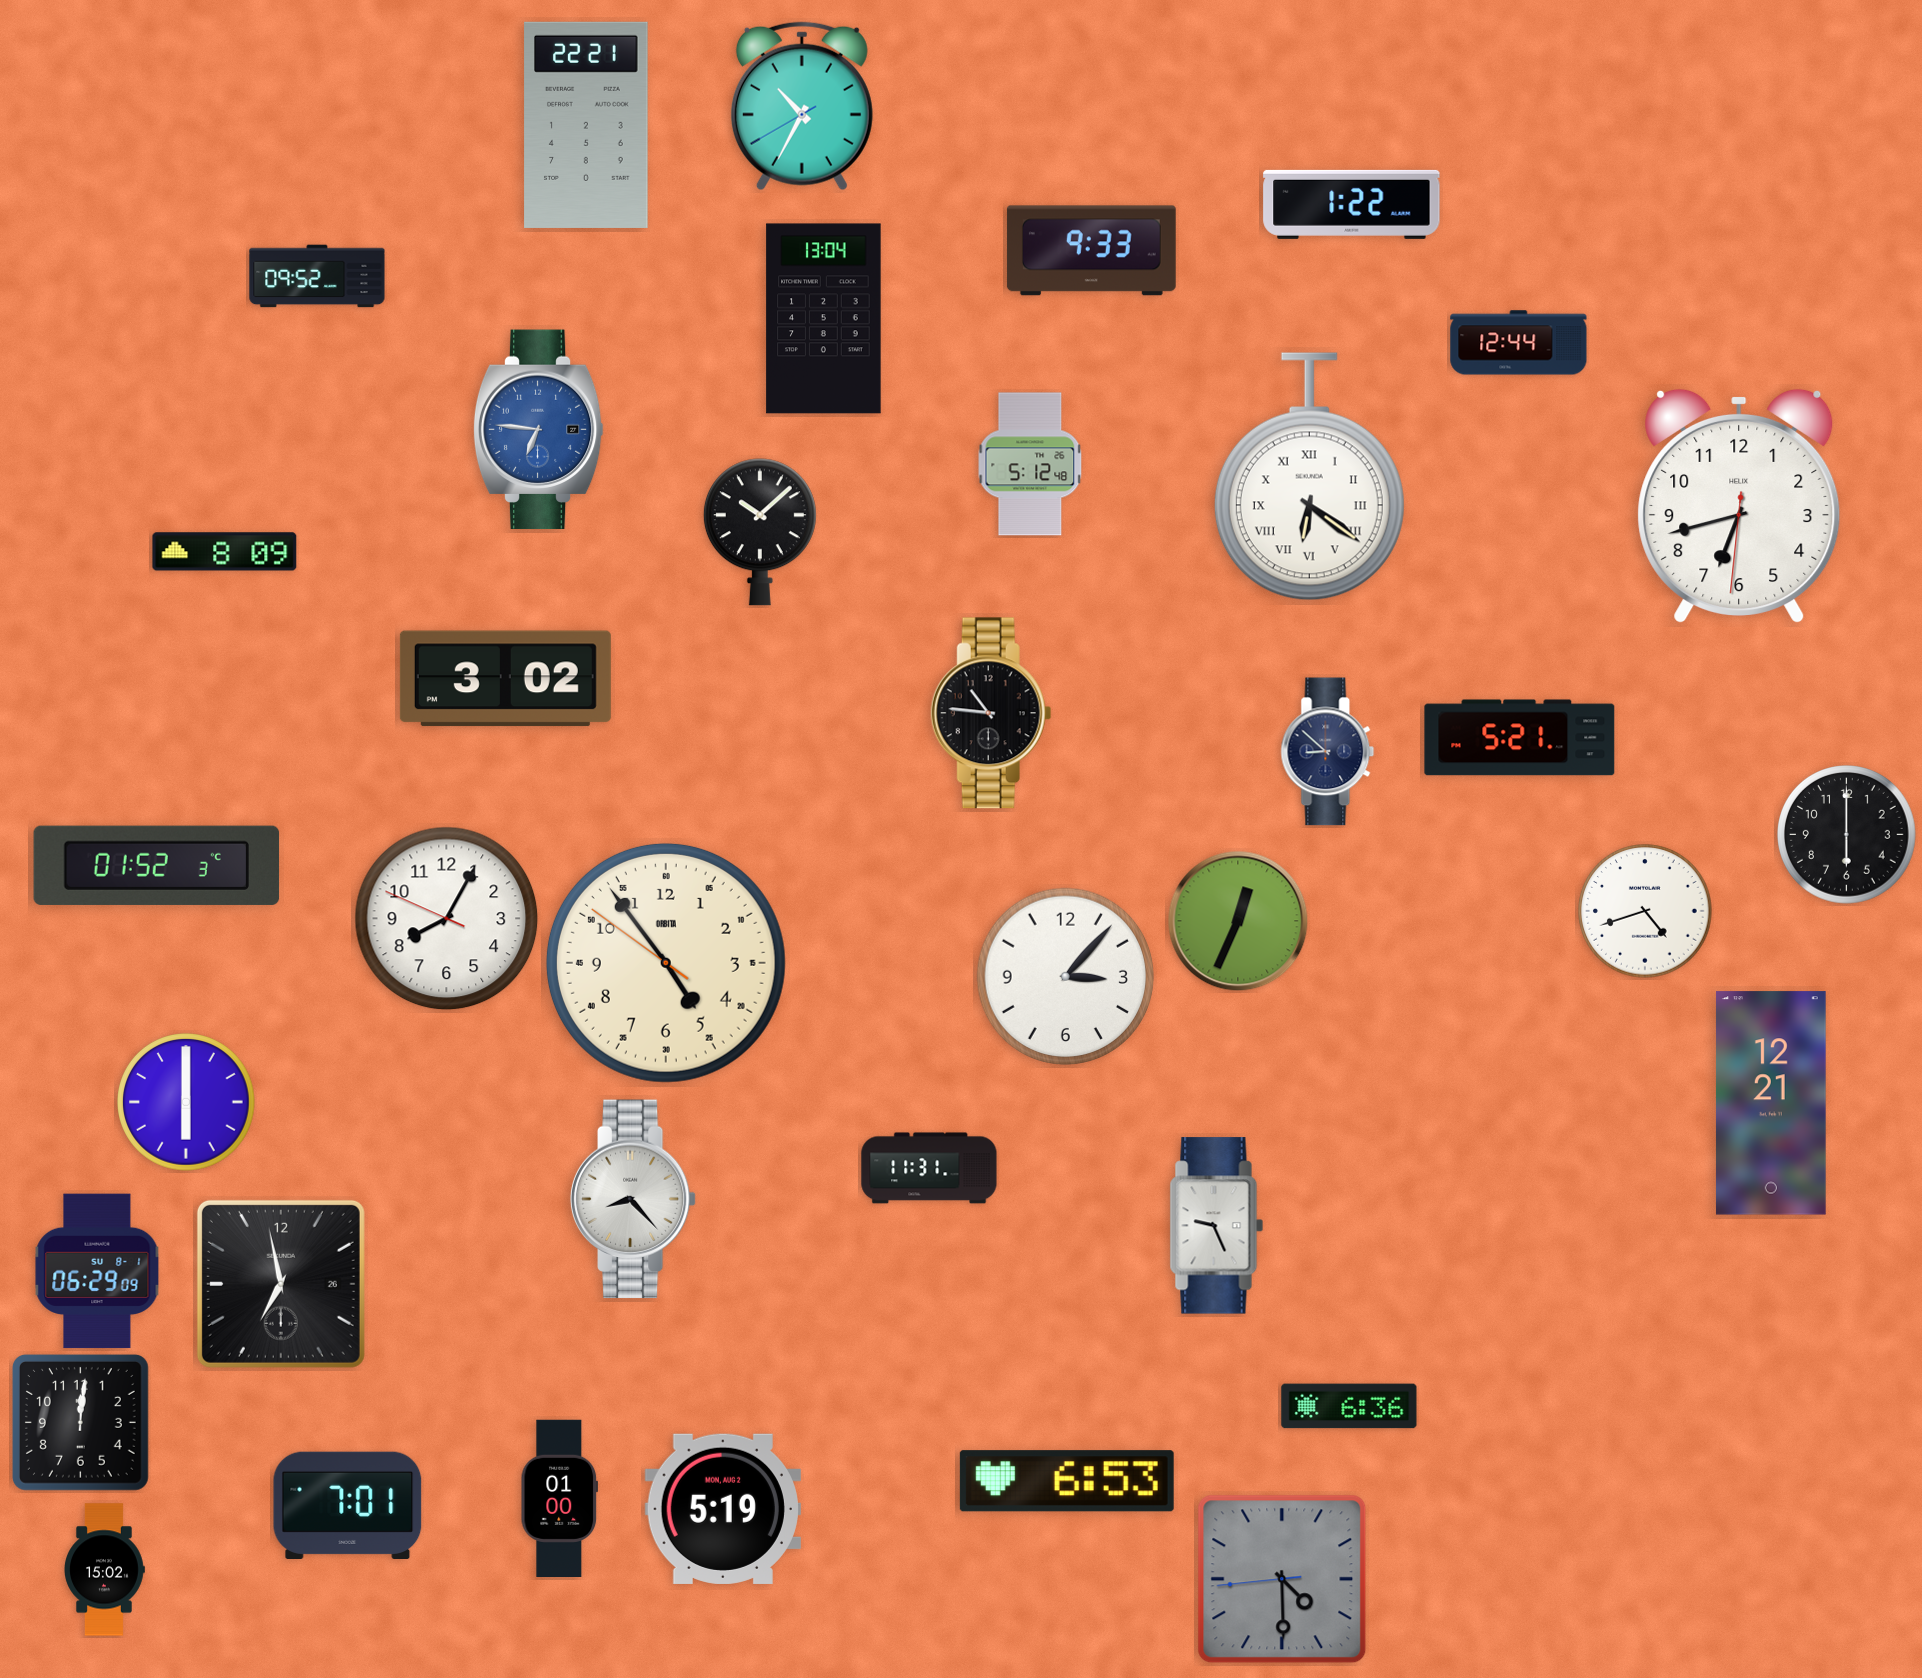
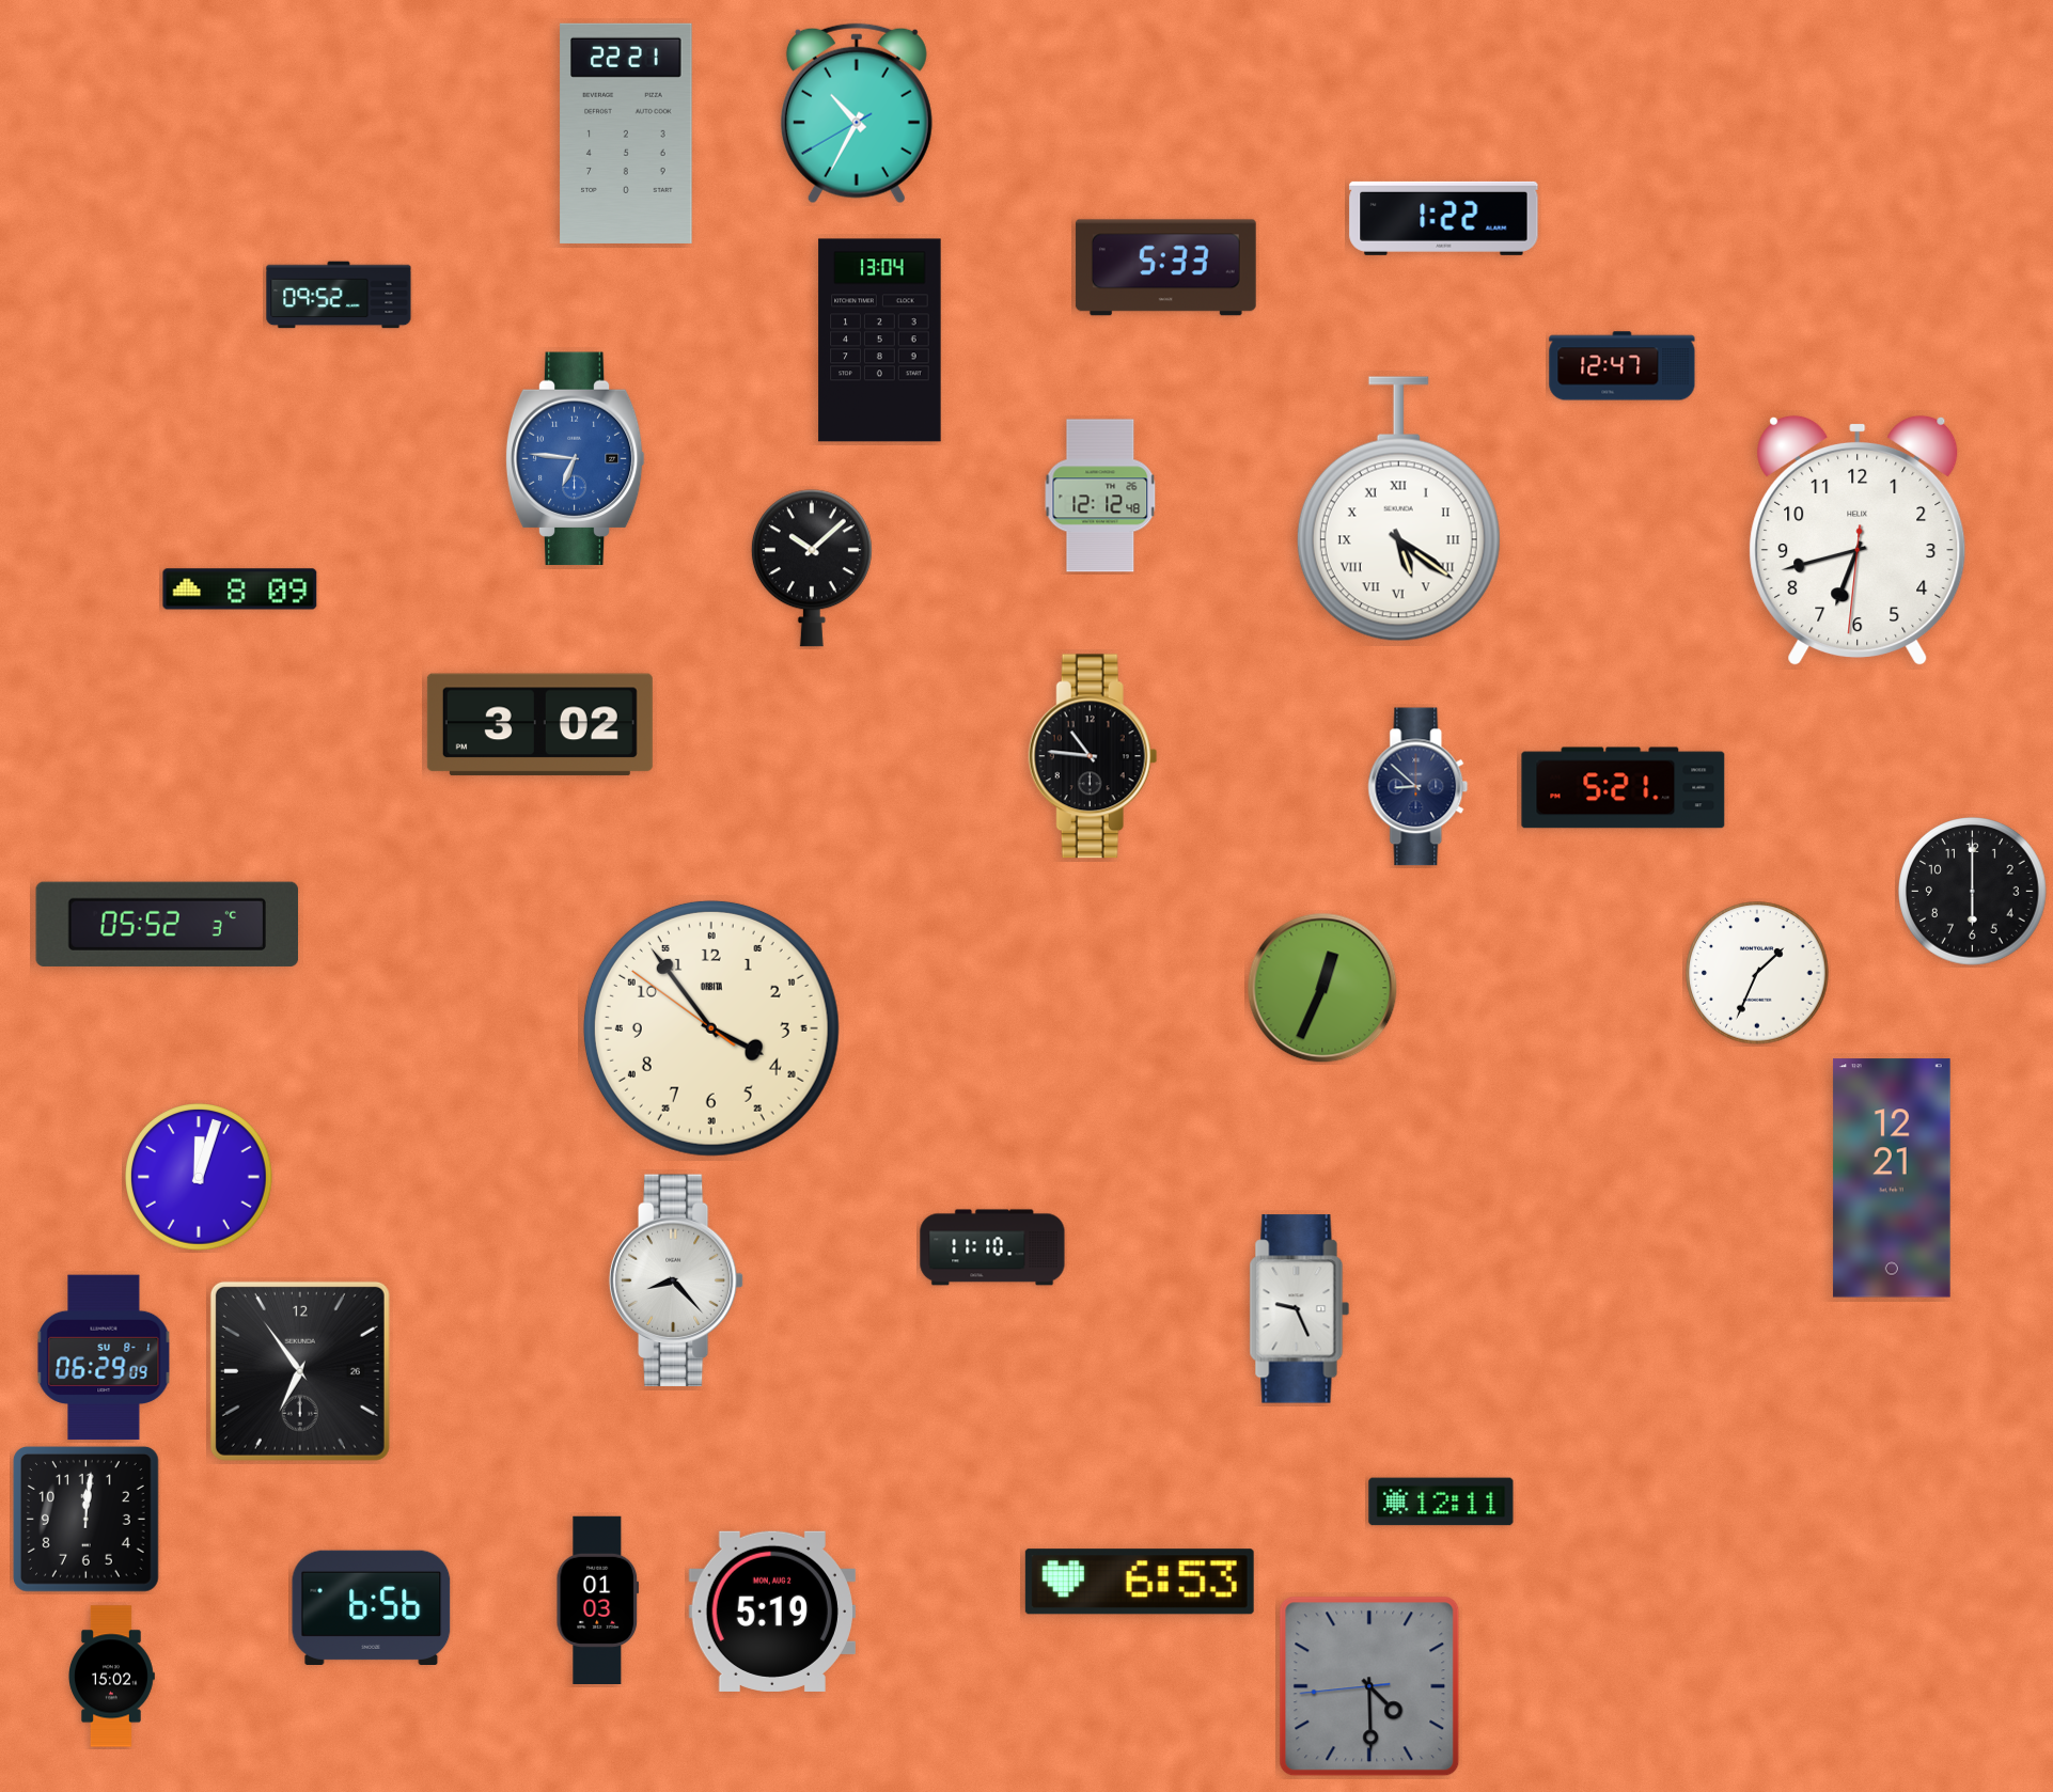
clock at (1091, 251): 9:33 -> 5:33
clock at (1519, 343): 12:44 -> 12:47
clock at (1030, 464): 5:12 -> 12:12
clock at (1309, 477): 6:21 -> 5:21
clock at (991, 713) position: (991, 713) -> (1093, 756)
clock at (1328, 752) position: (1328, 752) -> (1419, 787)
clock at (157, 865): 01:52 -> 05:52
clock at (1645, 911): 4:42 -> 1:34
clock at (447, 919): 8:04 -> none
clock at (1238, 921) position: (1238, 921) -> (1322, 988)
clock at (666, 963): 4:53 -> 3:53
clock at (1066, 977): 3:07 -> none
clock at (186, 1102): 6:00 -> 12:03
clock at (929, 1168): 11:31 -> 11:10
clock at (281, 1284): 6:58 -> 6:54
clock at (1349, 1406): 6:36 -> 12:11
clock at (559, 1498): 01:00 -> 01:03
clock at (348, 1505): 7:01 -> 6:56
